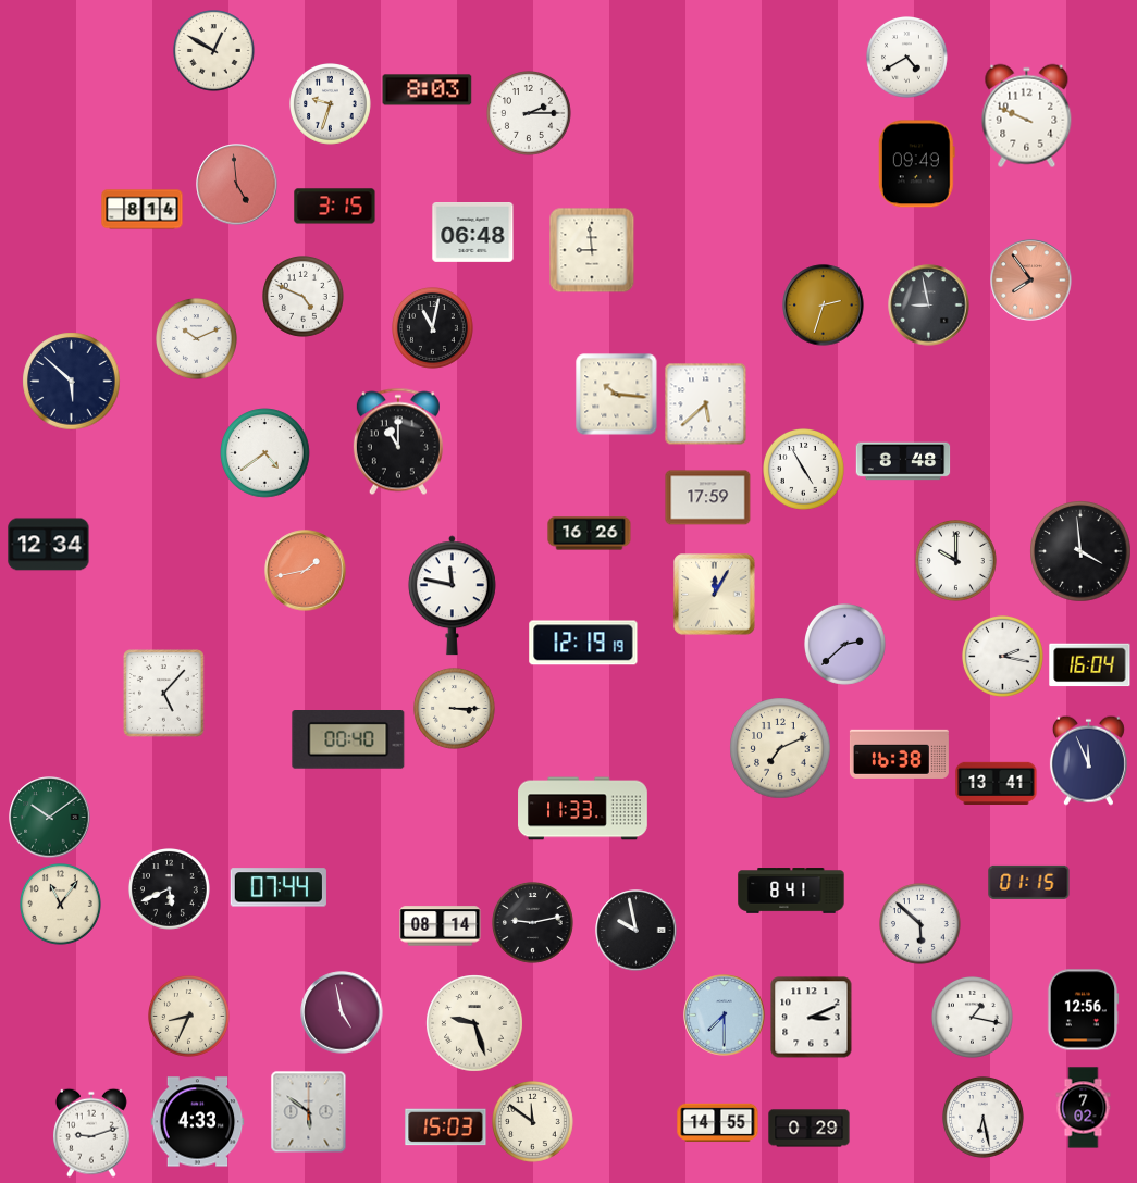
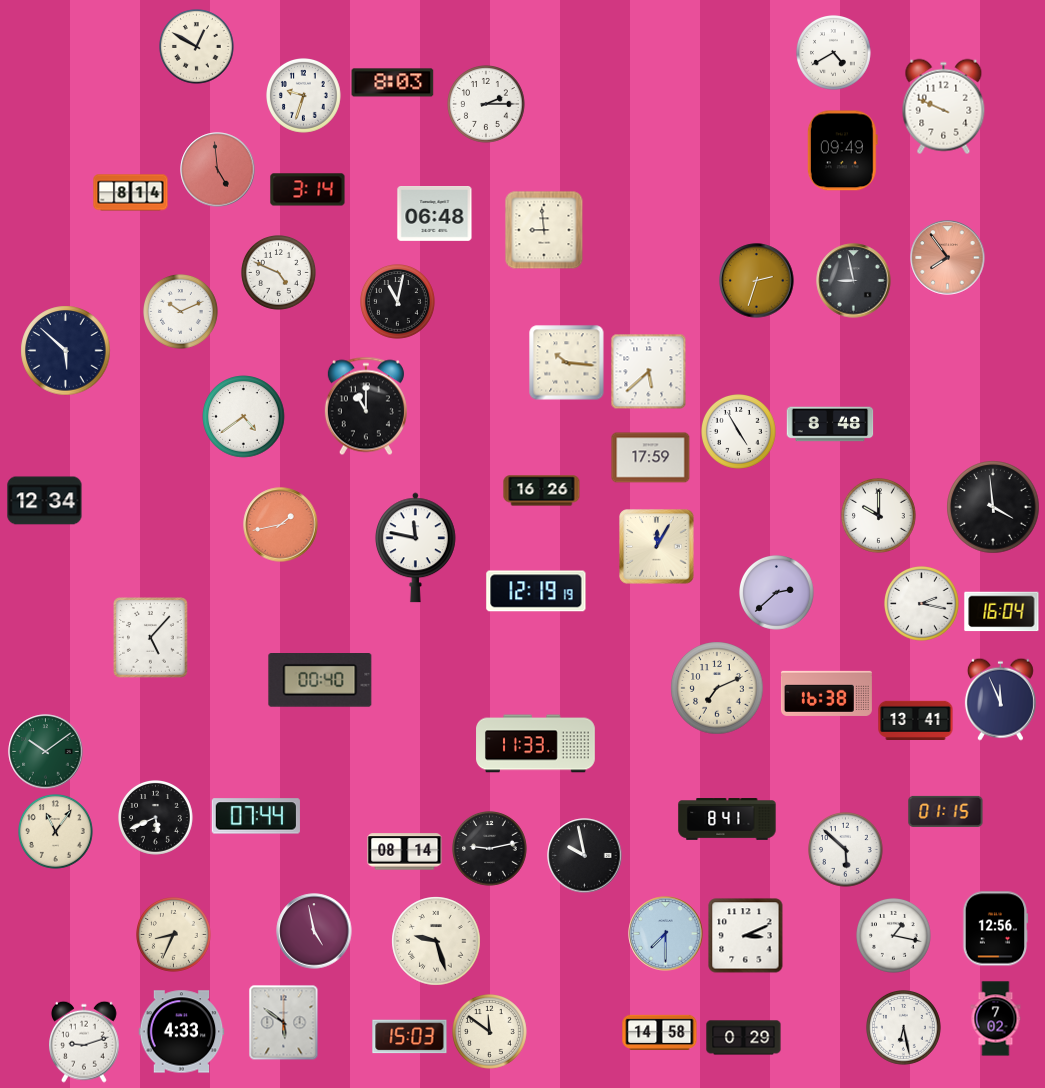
clock at (335, 207): 3:15 -> 3:14
clock at (455, 709): 3:15 -> none
clock at (718, 1122): 14:55 -> 14:58
